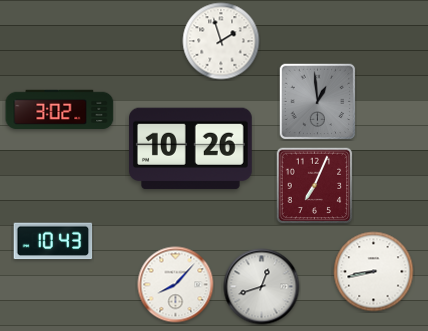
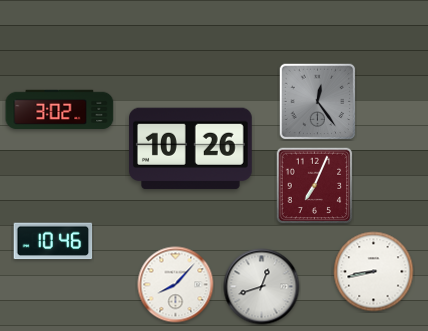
clock at (221, 41): 1:57 -> none
clock at (317, 101): 12:59 -> 12:24
clock at (53, 241): 10:43 -> 10:46
